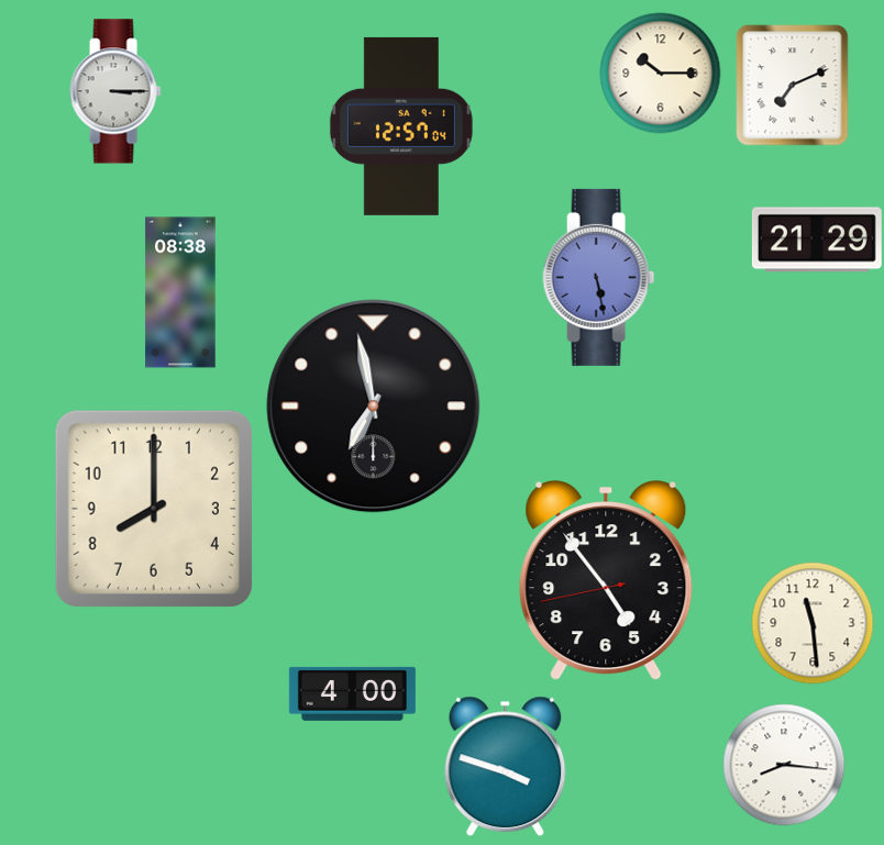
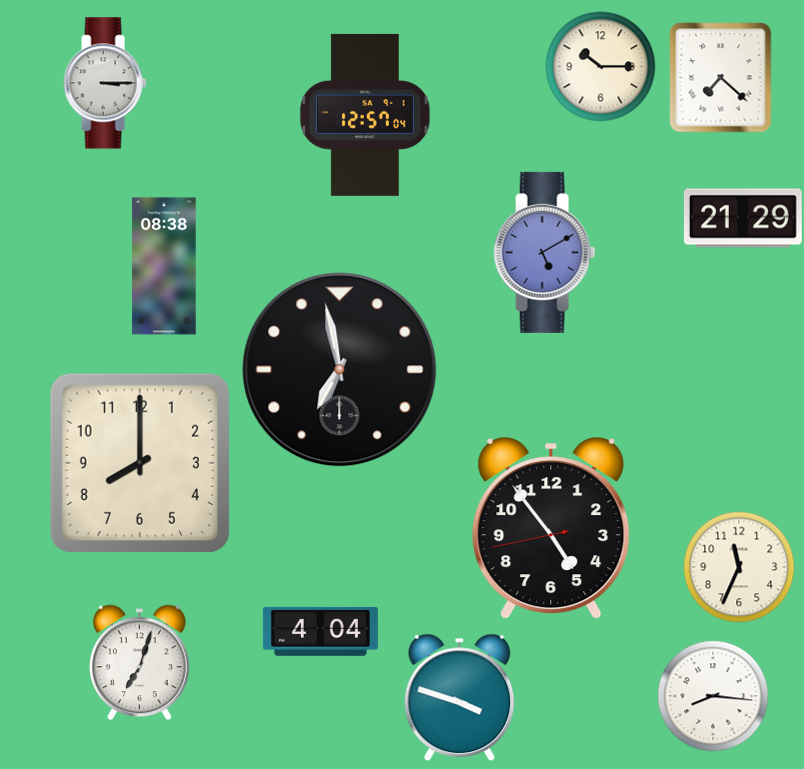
clock at (793, 86): 7:11 -> 7:22
clock at (599, 277): 5:28 -> 5:10
clock at (813, 623): 11:29 -> 11:34
clock at (352, 693): 4:00 -> 4:04
clock at (140, 663): none -> 7:03
